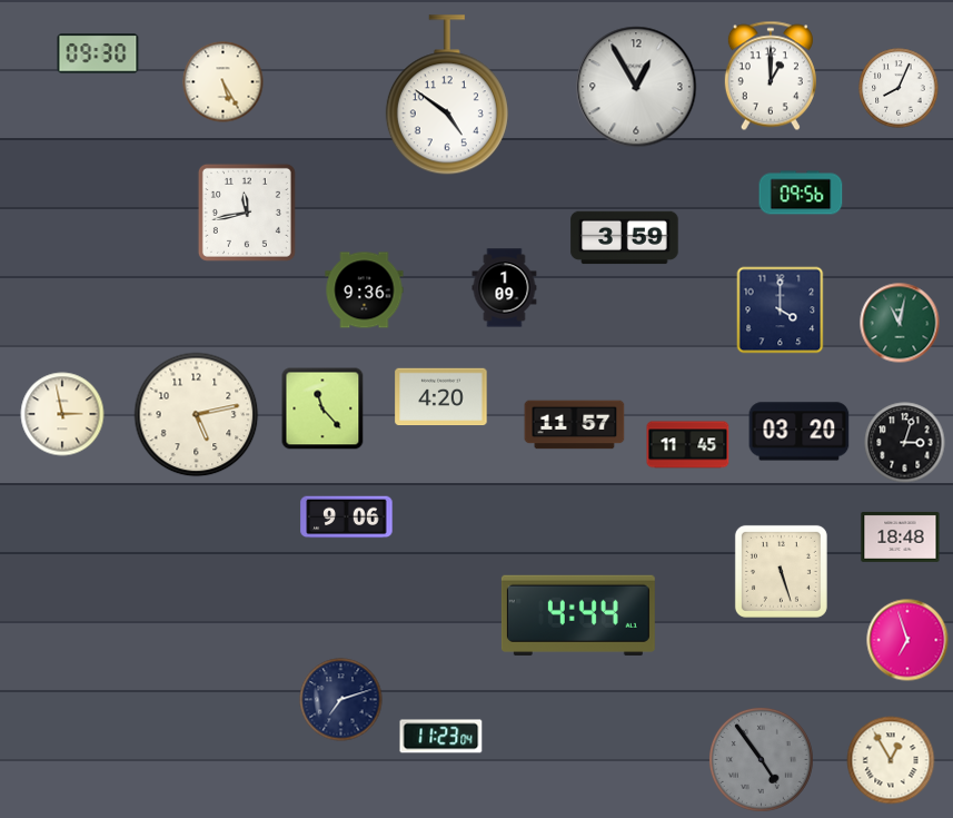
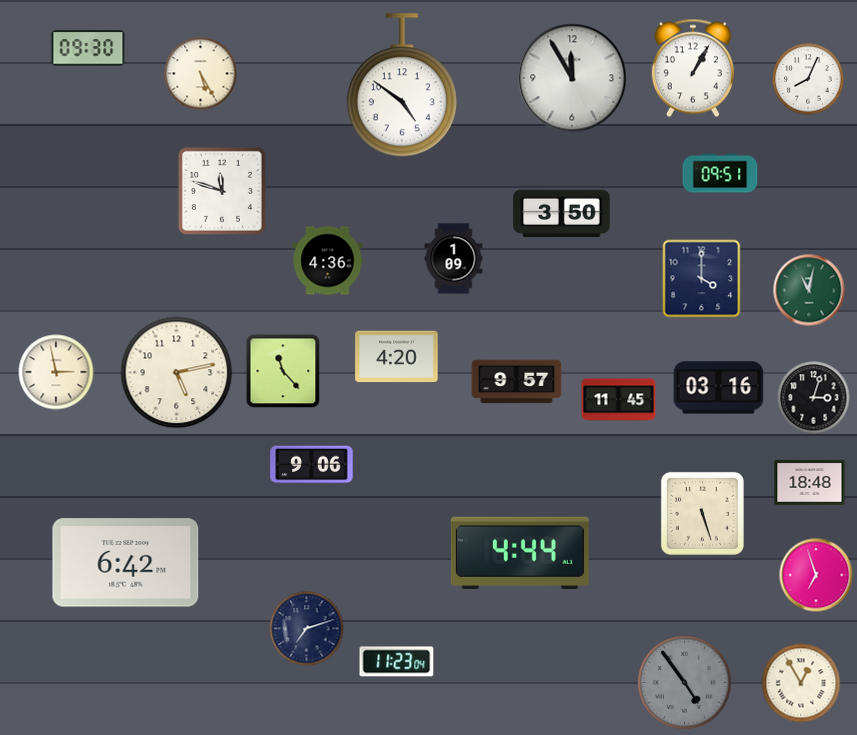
clock at (771, 76): 1:00 -> 1:05
clock at (636, 87): 12:55 -> 11:55
clock at (801, 193): 09:56 -> 09:51
clock at (247, 213): 11:43 -> 11:48
clock at (625, 238): 3:59 -> 3:50
clock at (365, 290): 9:36 -> 4:36
clock at (322, 408) position: (322, 408) -> (283, 371)
clock at (575, 425): 11:57 -> 9:57
clock at (800, 432): 03:20 -> 03:16
clock at (126, 563): none -> 6:42
